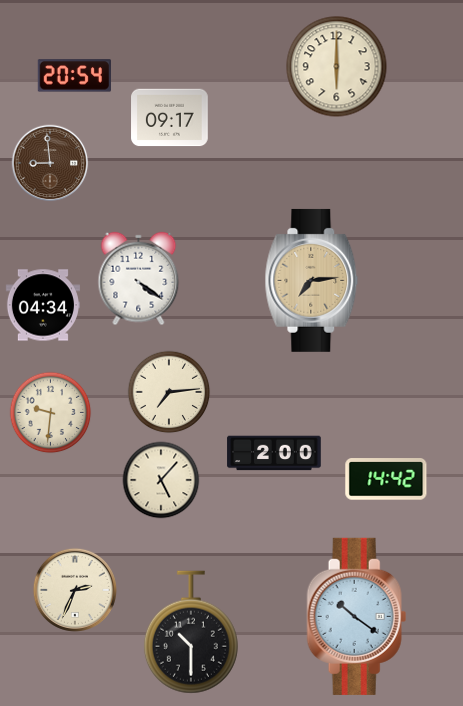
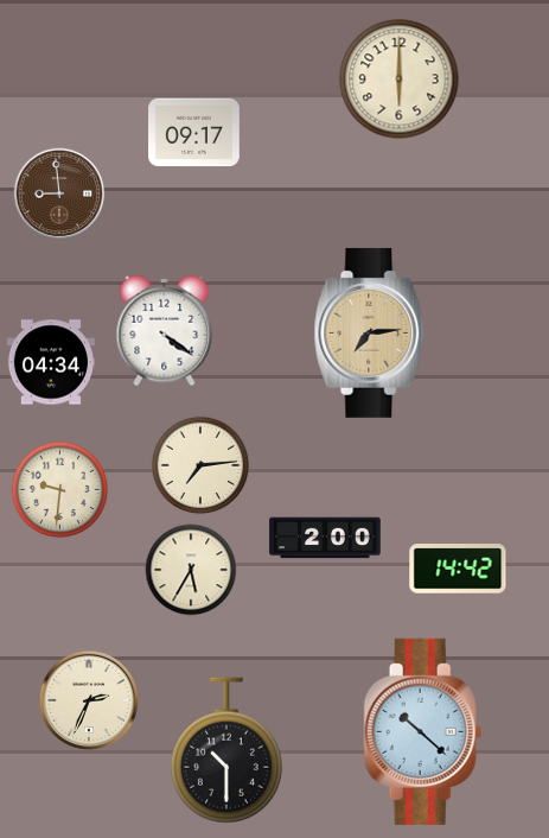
clock at (74, 76): 20:54 -> none
clock at (170, 118) position: (170, 118) -> (194, 133)
clock at (161, 480): 5:07 -> 5:35
clock at (357, 616): 10:21 -> 10:22
